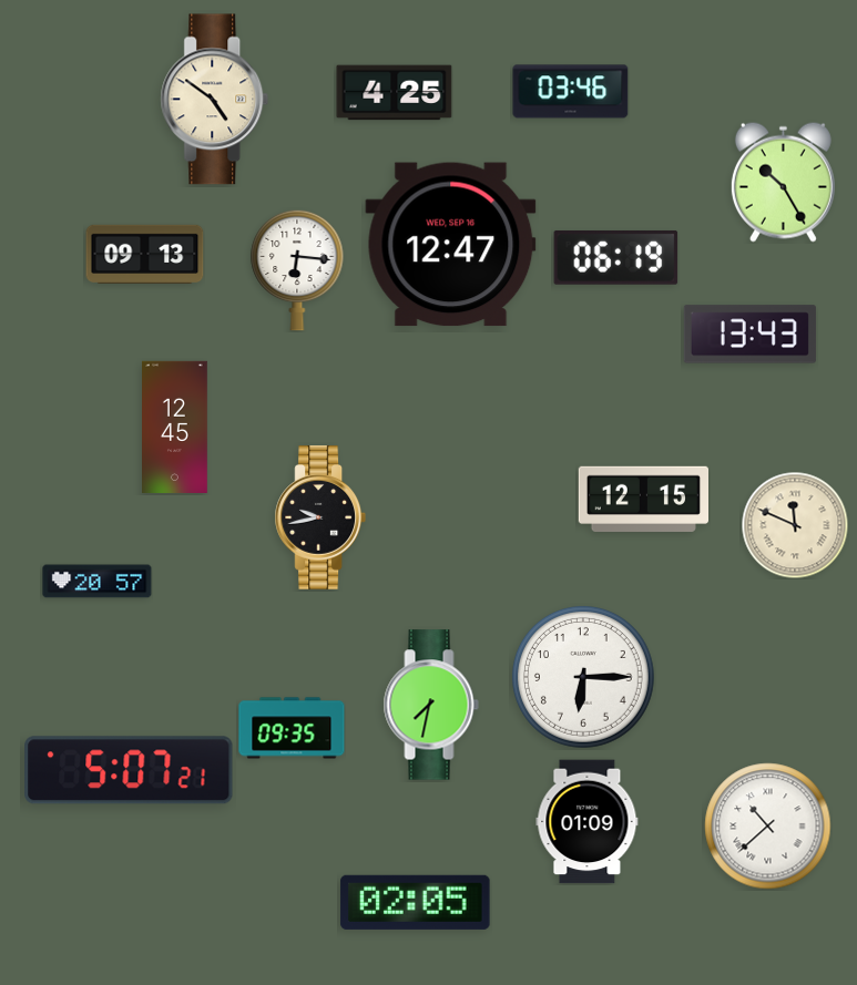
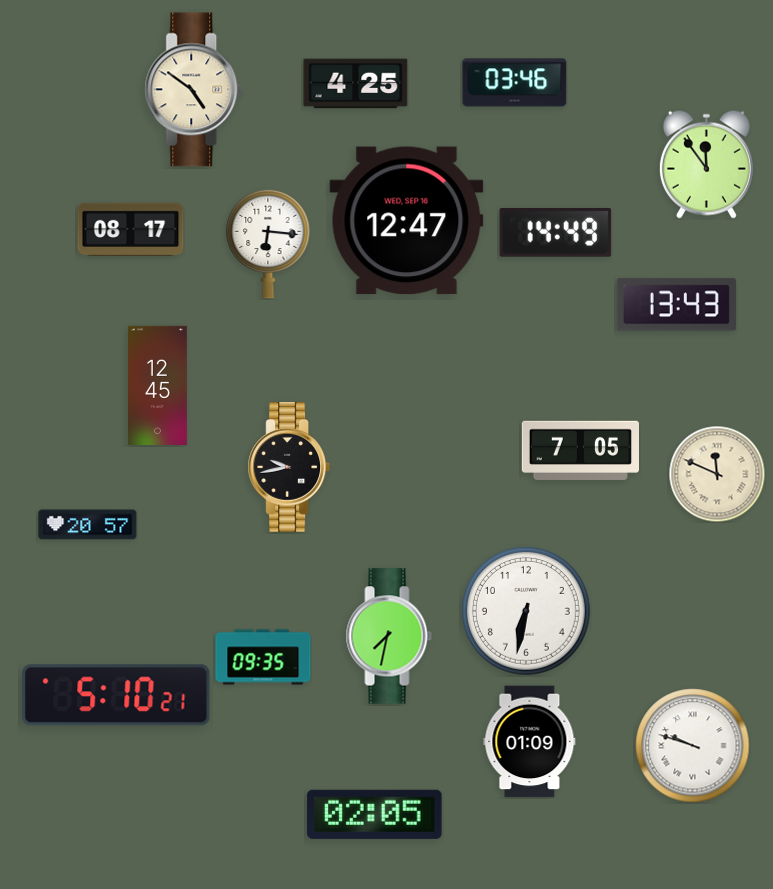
clock at (783, 182): 10:25 -> 11:54
clock at (145, 255): 09:13 -> 08:17
clock at (616, 257): 06:19 -> 14:49
clock at (749, 335) position: (749, 335) -> (676, 305)
clock at (643, 499): 12:15 -> 7:05
clock at (583, 677): 6:15 -> 6:32
clock at (129, 770): 5:07 -> 5:10
clock at (768, 827): 10:38 -> 9:48
